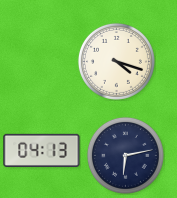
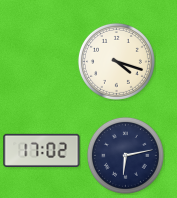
clock at (42, 150): 04:13 -> 17:02
